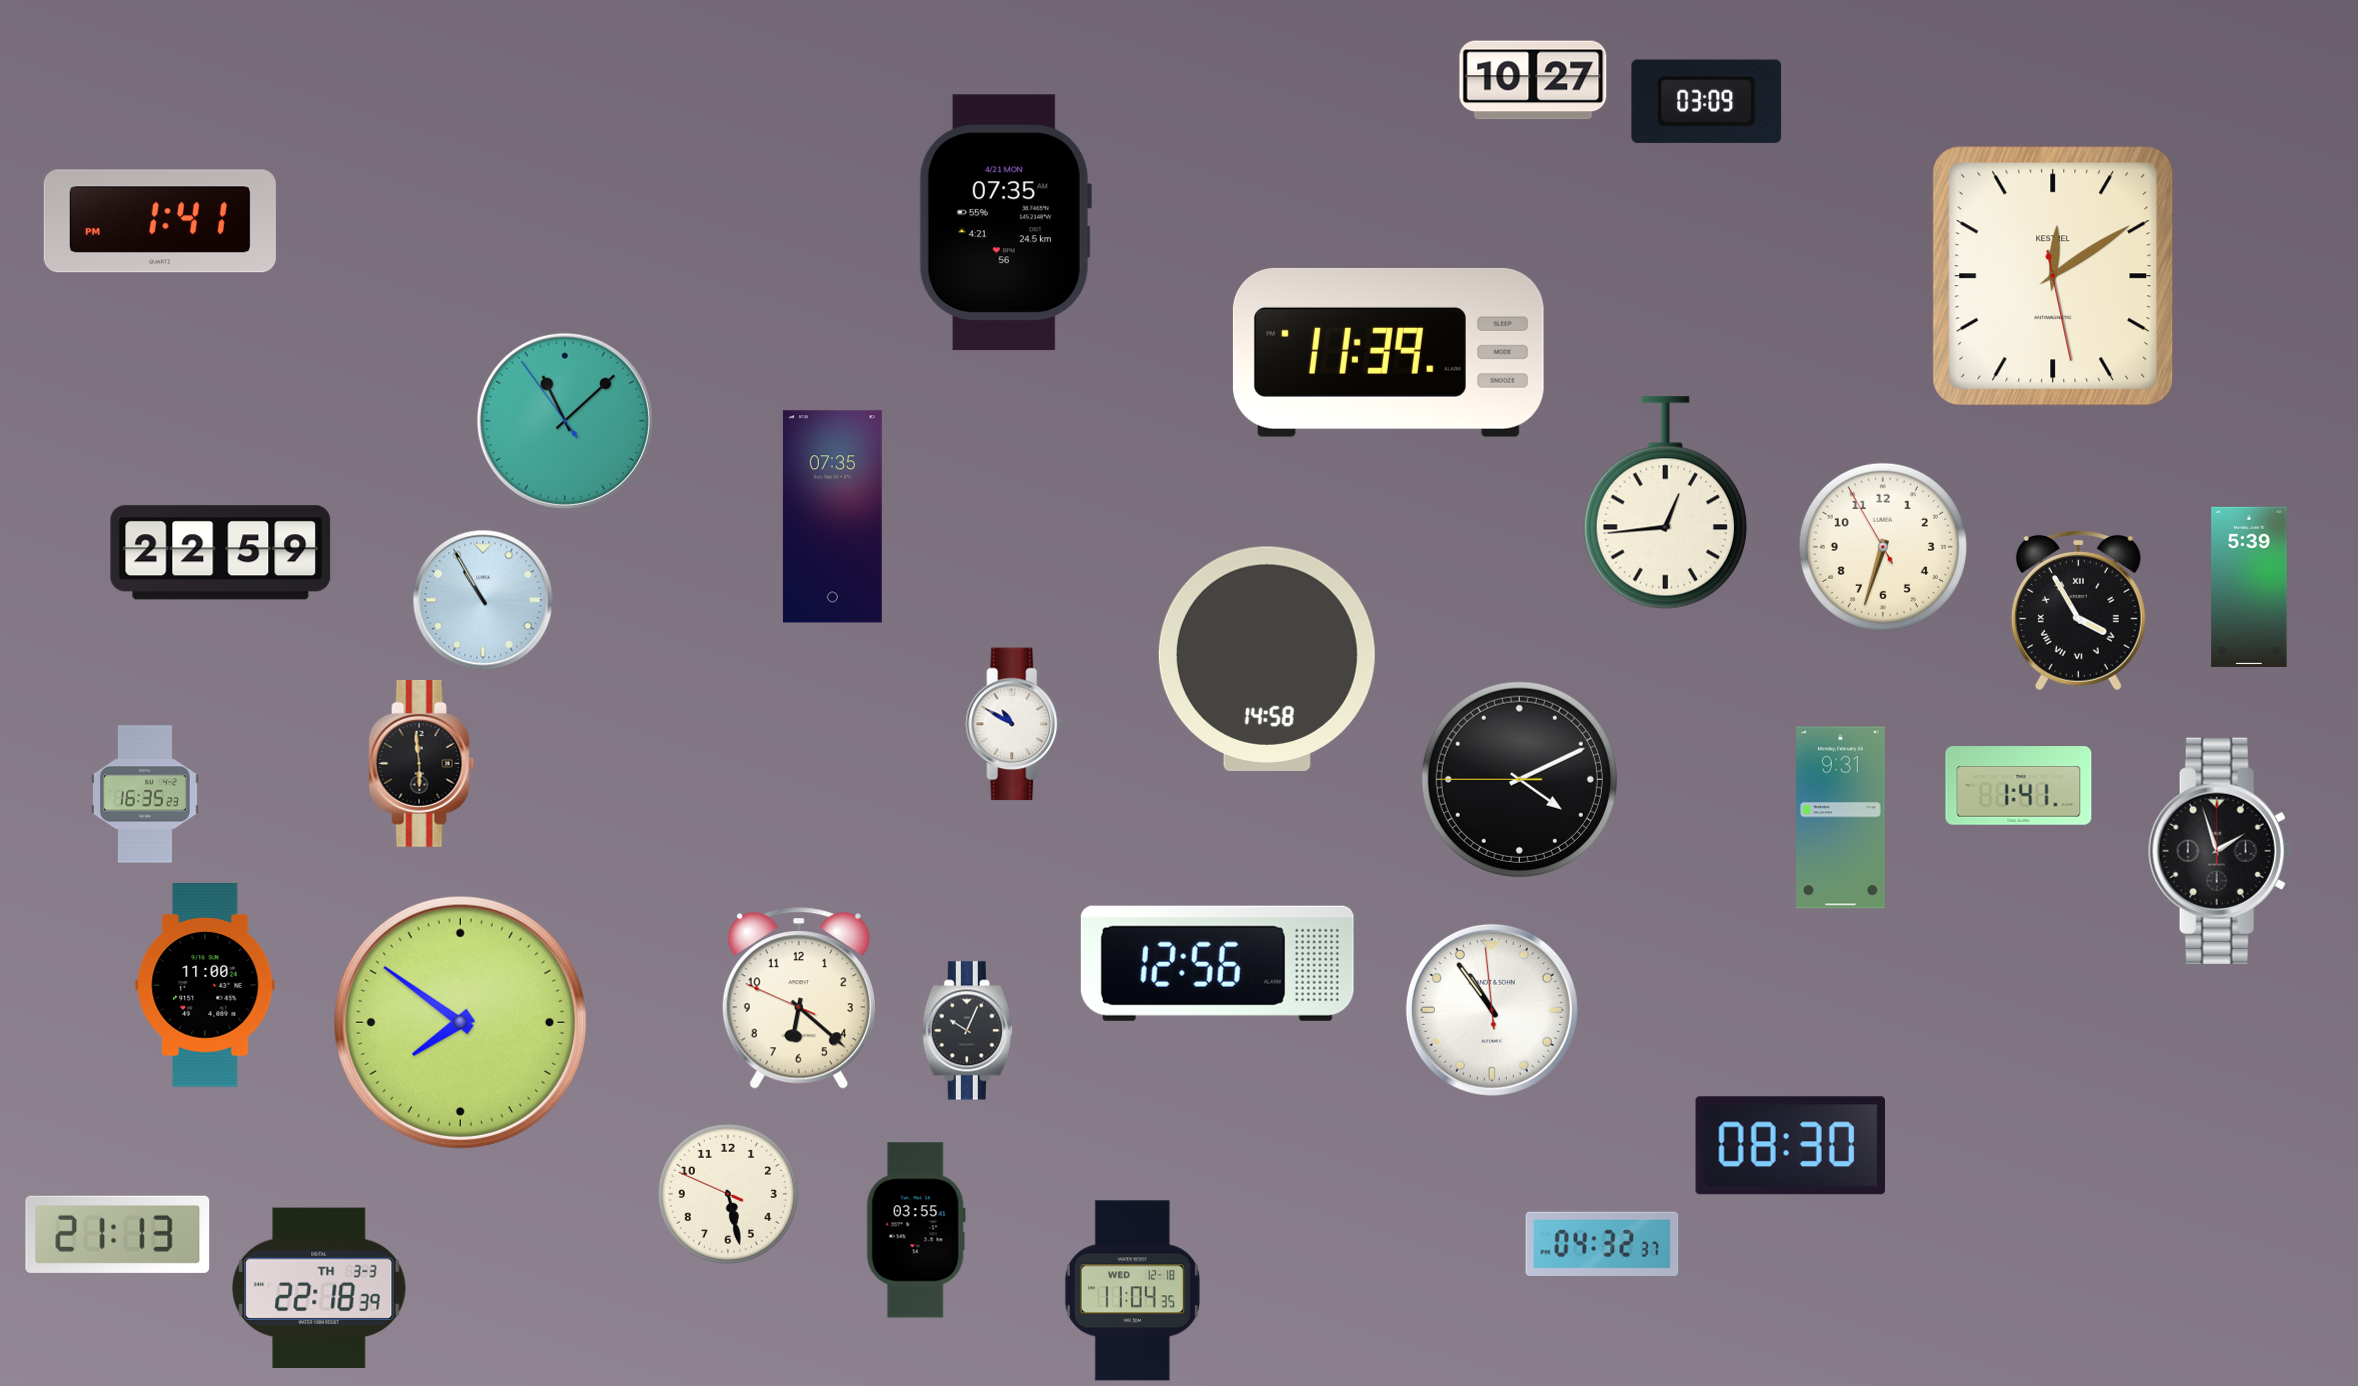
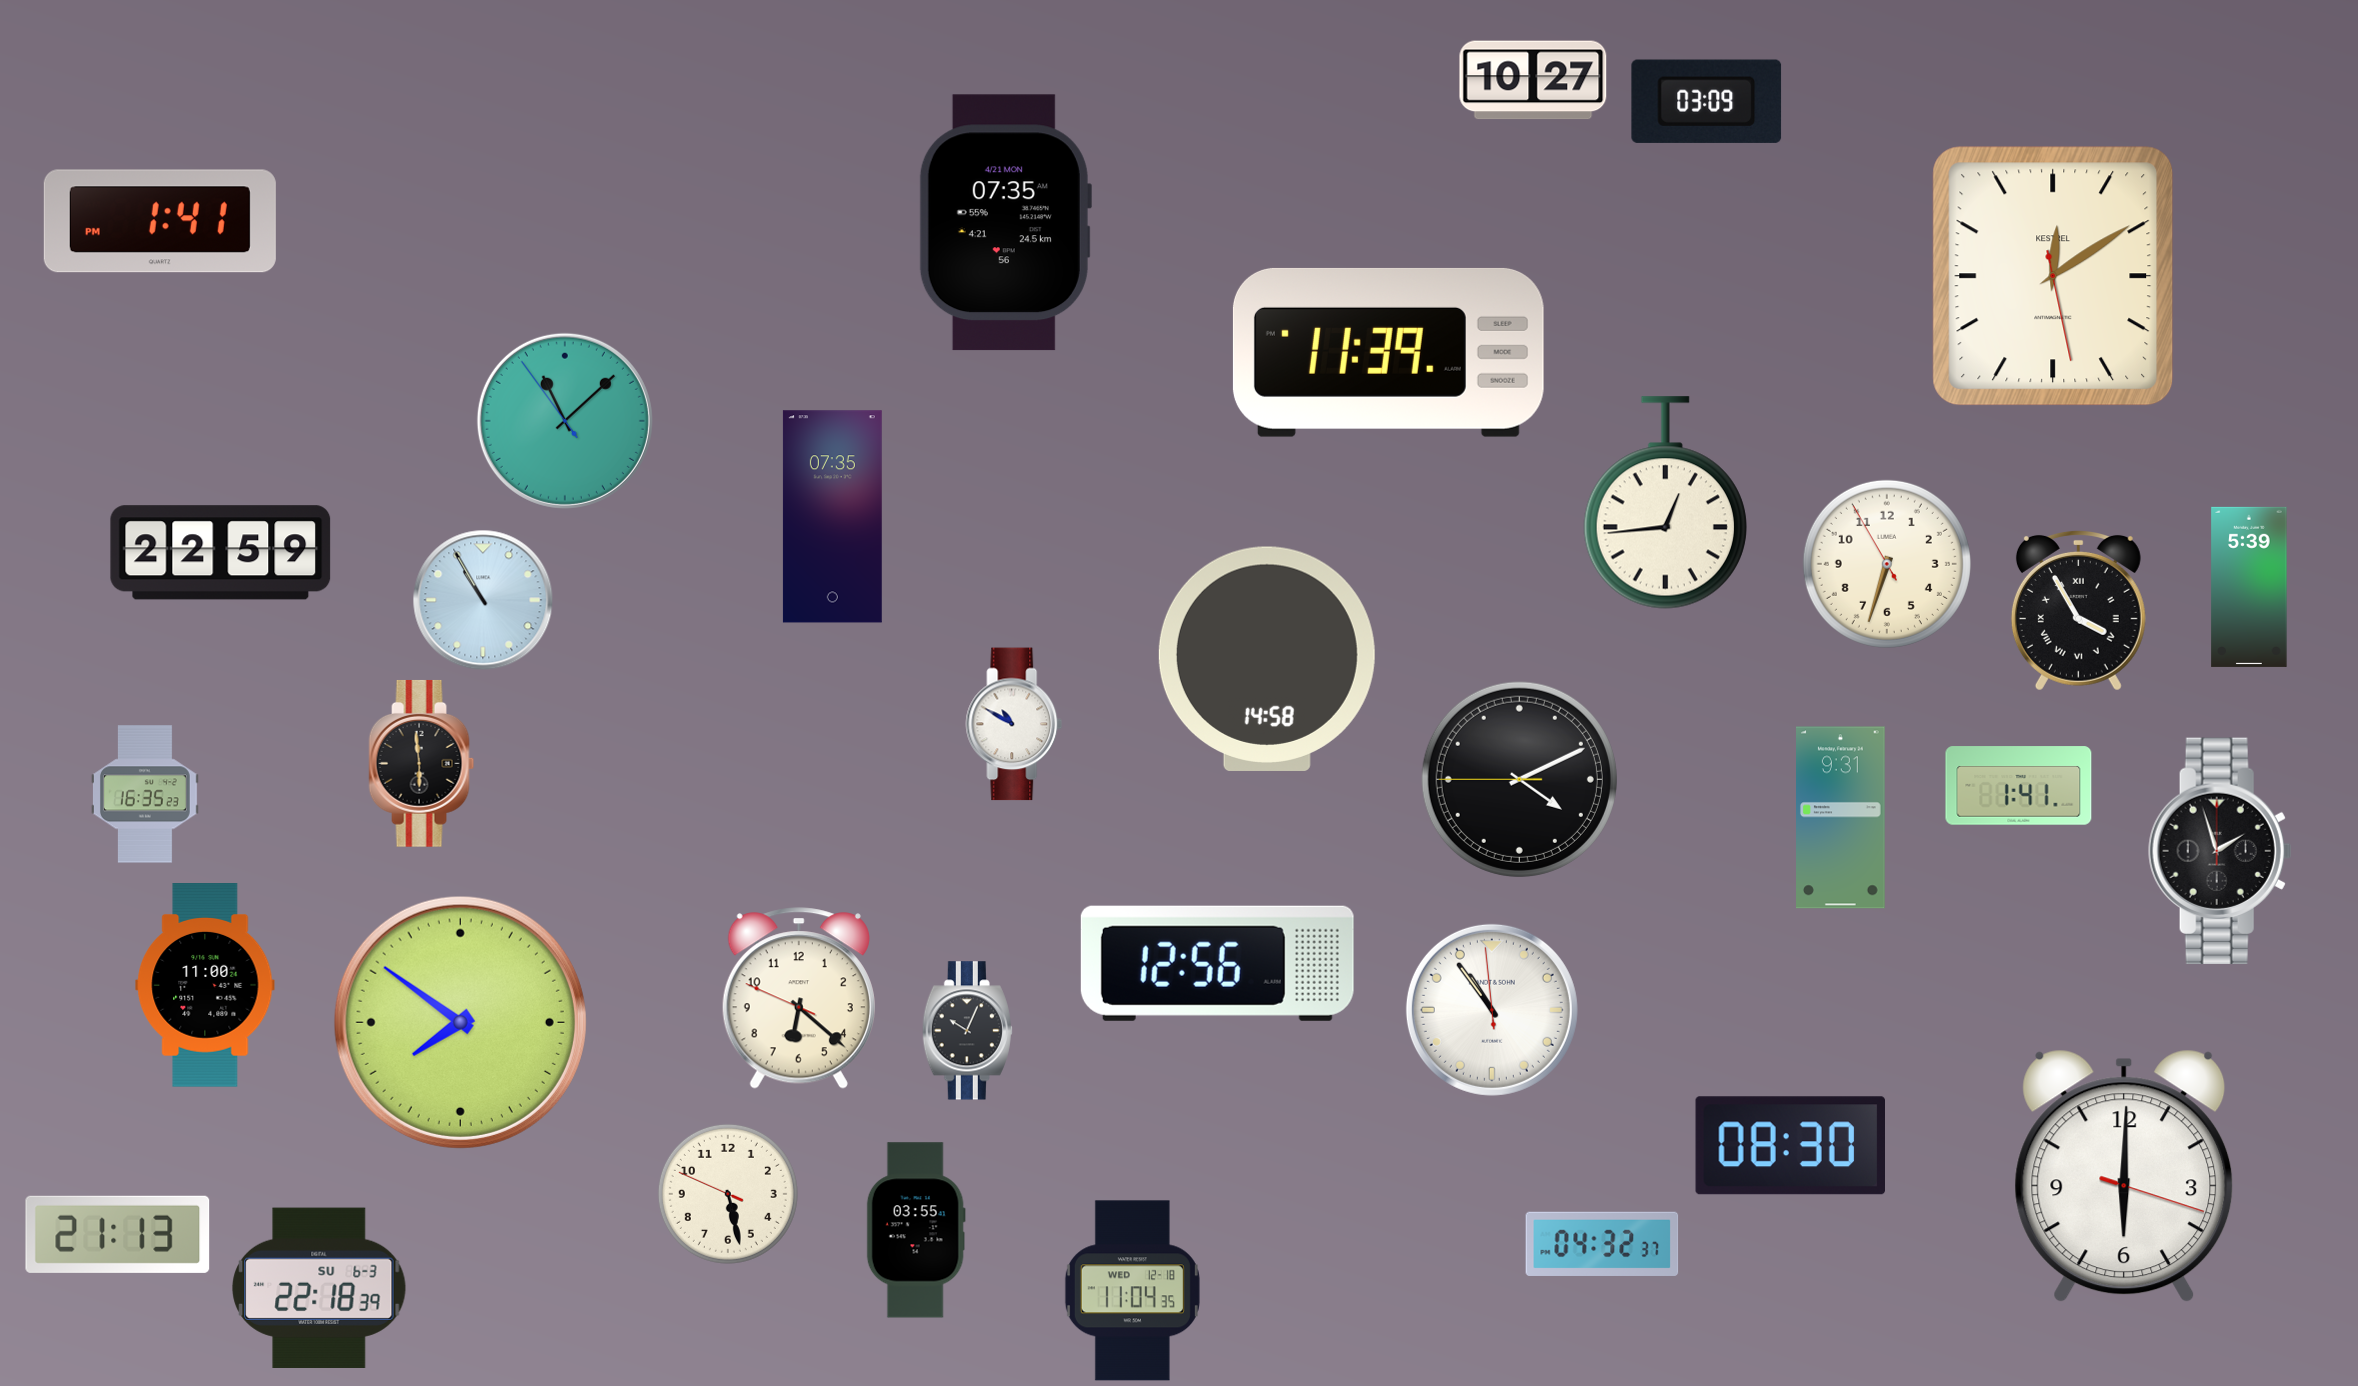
clock at (1883, 547) position: (1883, 547) -> (1887, 564)
clock at (2124, 1176): none -> 6:00
clock at (319, 1288) date: TH 3-3 -> SU 6-3
